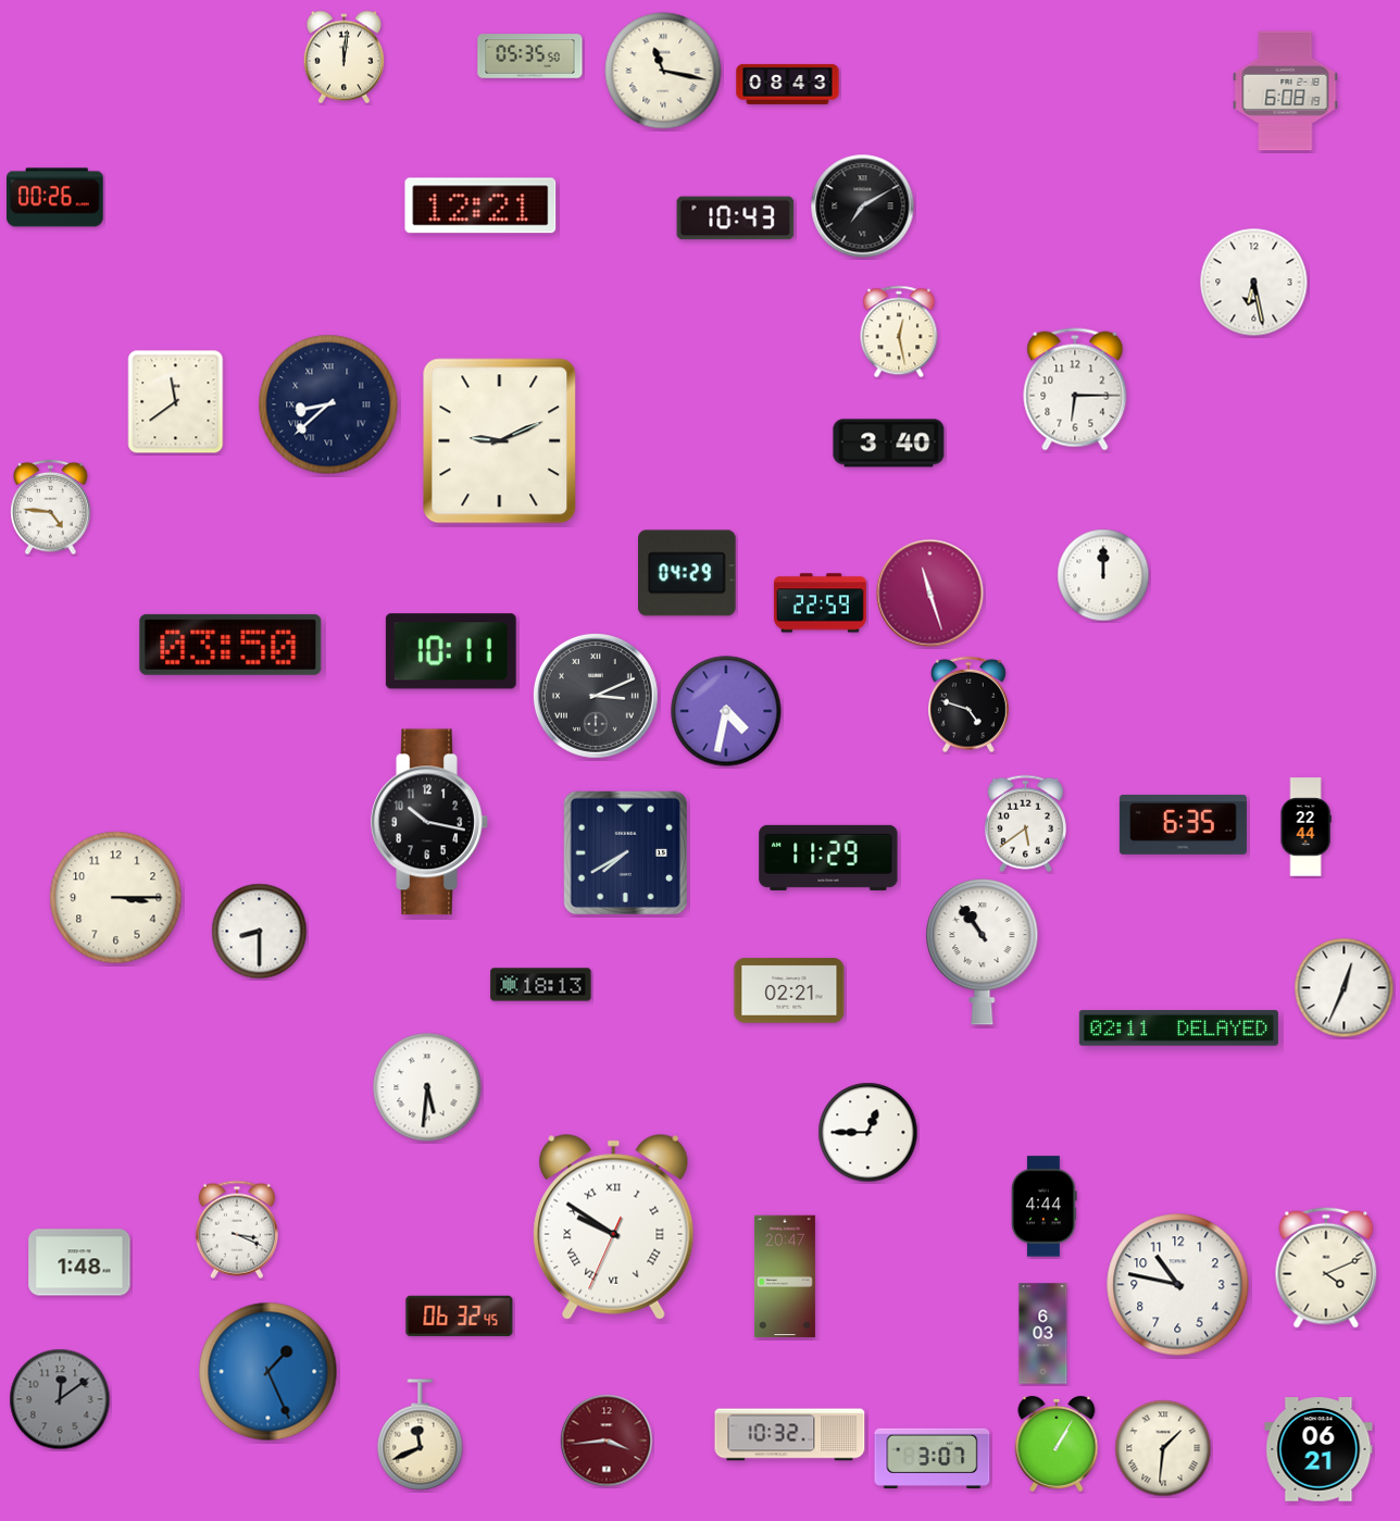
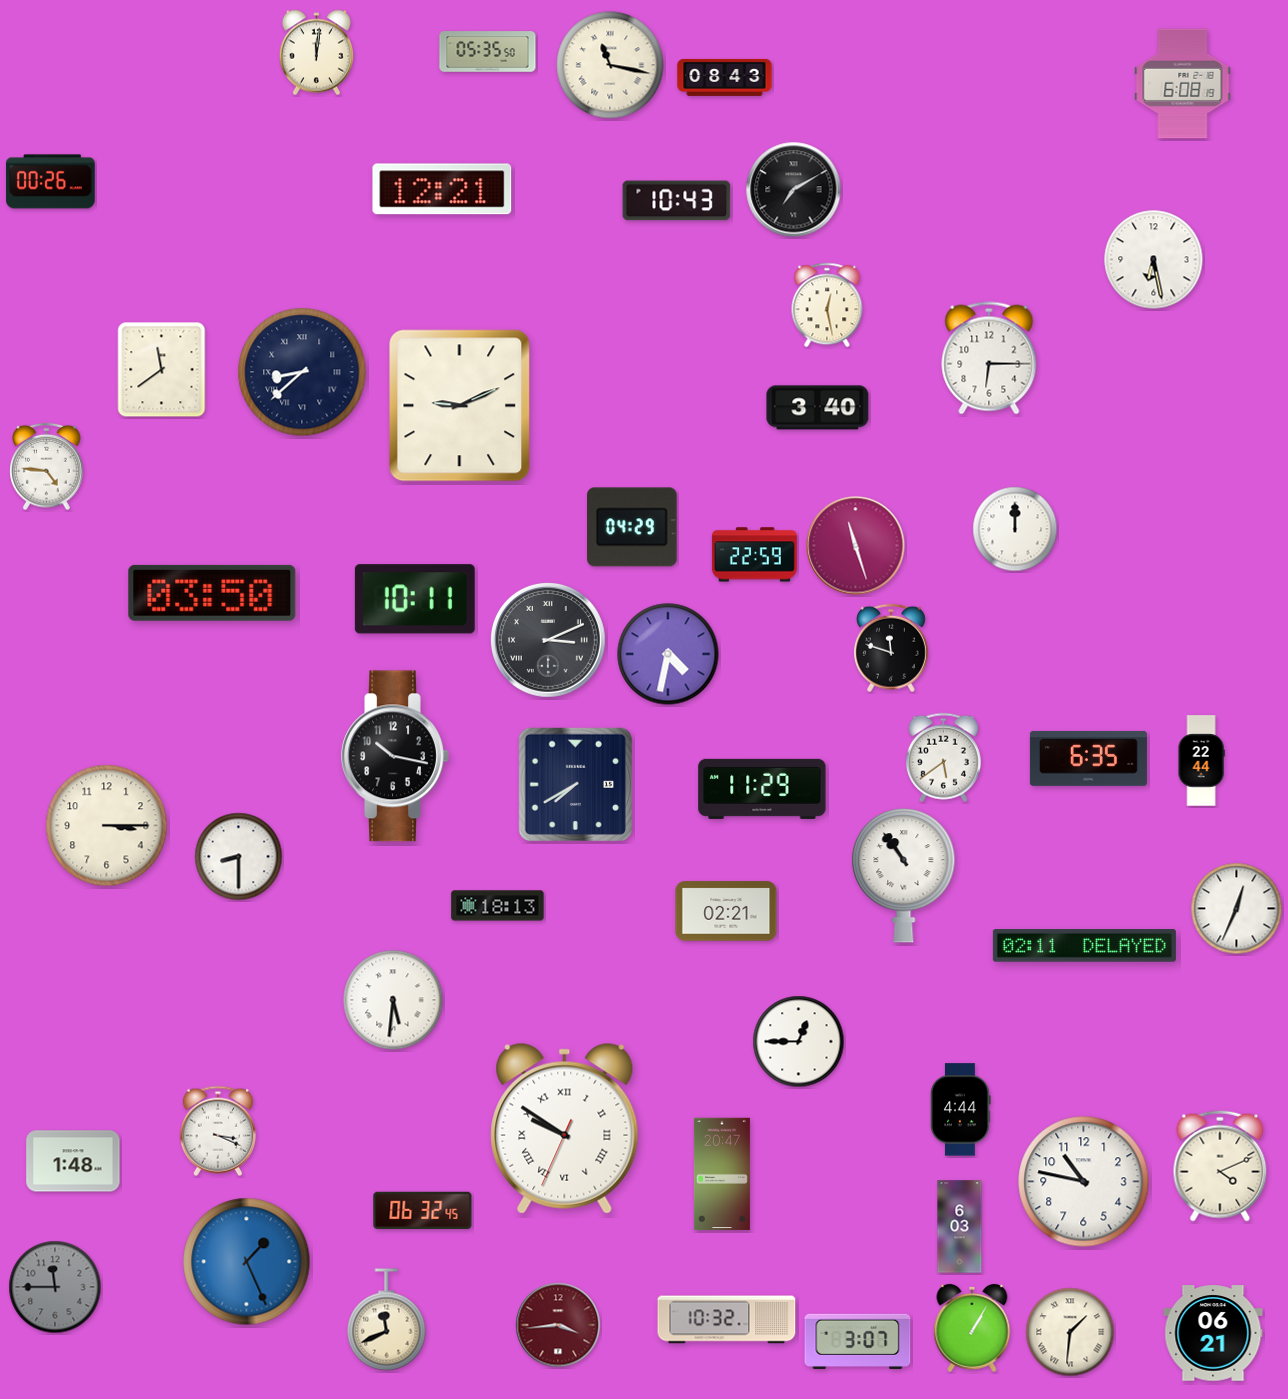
clock at (968, 705): 4:48 -> 11:48
clock at (60, 1399): 12:09 -> 11:45
